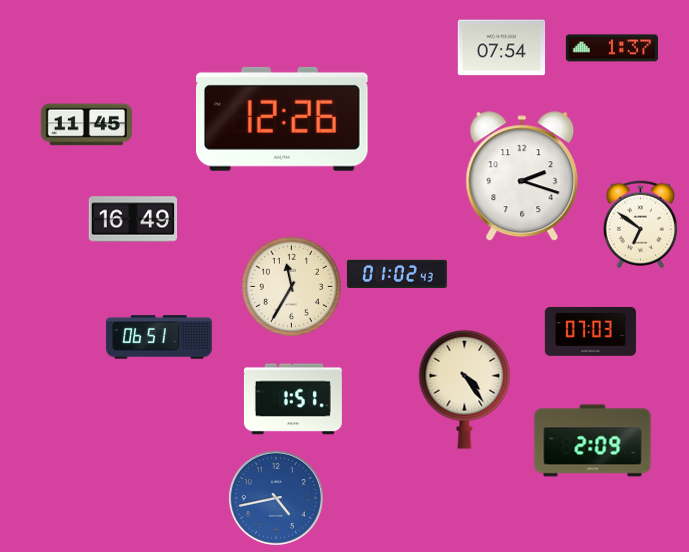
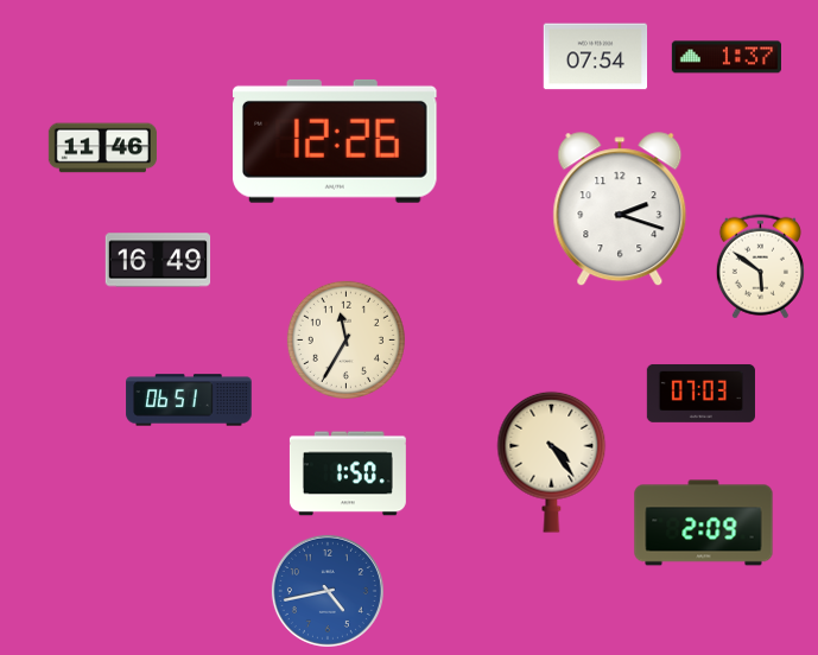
clock at (86, 125): 11:45 -> 11:46
clock at (640, 224): 6:51 -> 5:51
clock at (397, 274): 01:02 -> none
clock at (293, 399): 1:51 -> 1:50
